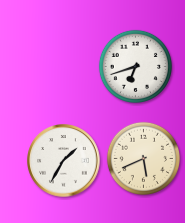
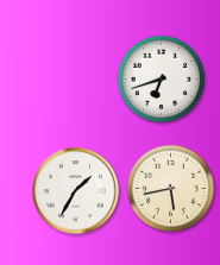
clock at (143, 158): 5:41 -> 5:43
